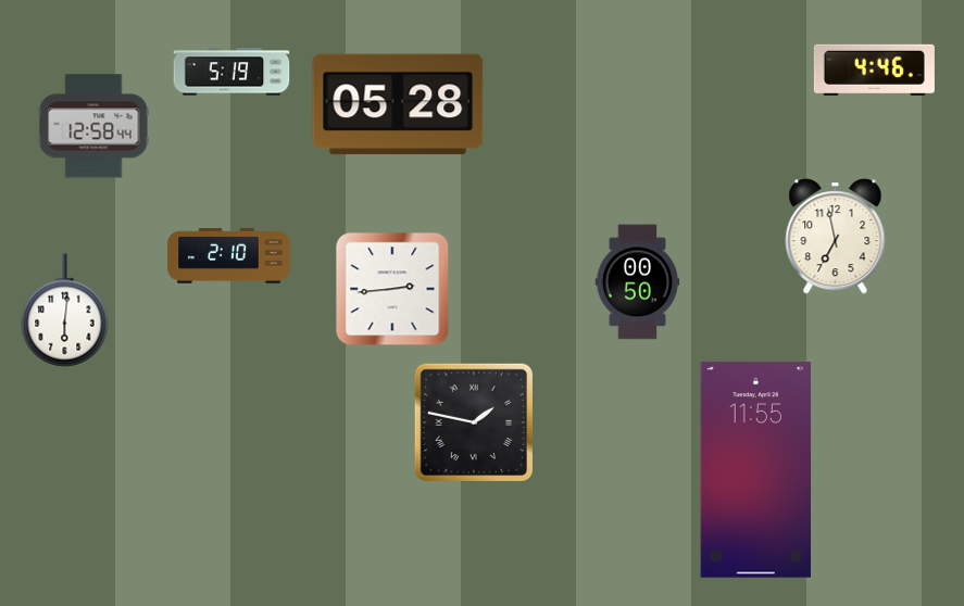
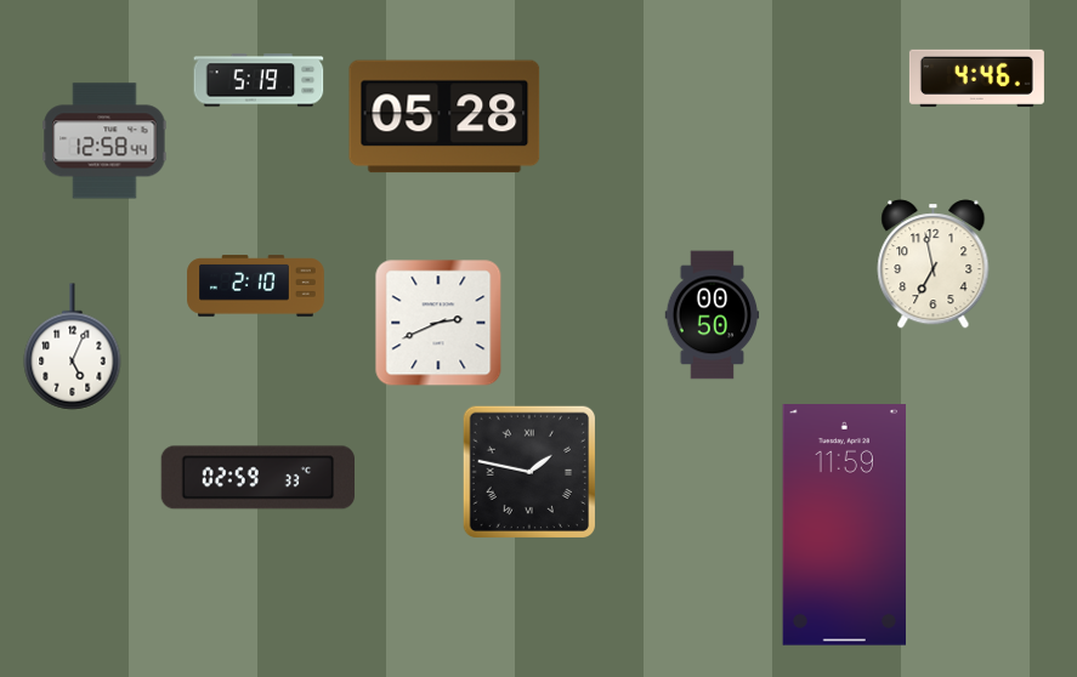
clock at (392, 289): 2:44 -> 2:41
clock at (65, 311): 6:01 -> 5:04
clock at (259, 478): none -> 02:59
clock at (756, 470): 11:55 -> 11:59
